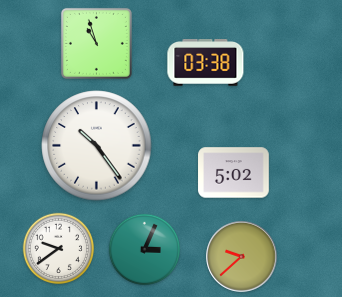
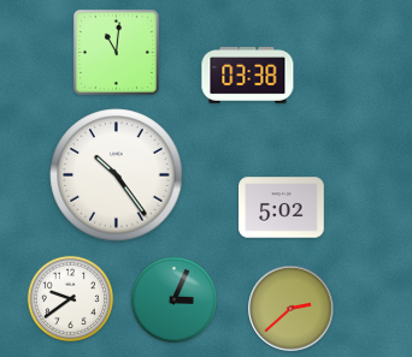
clock at (96, 43): 10:57 -> 11:01
clock at (242, 257): 9:38 -> 2:38
